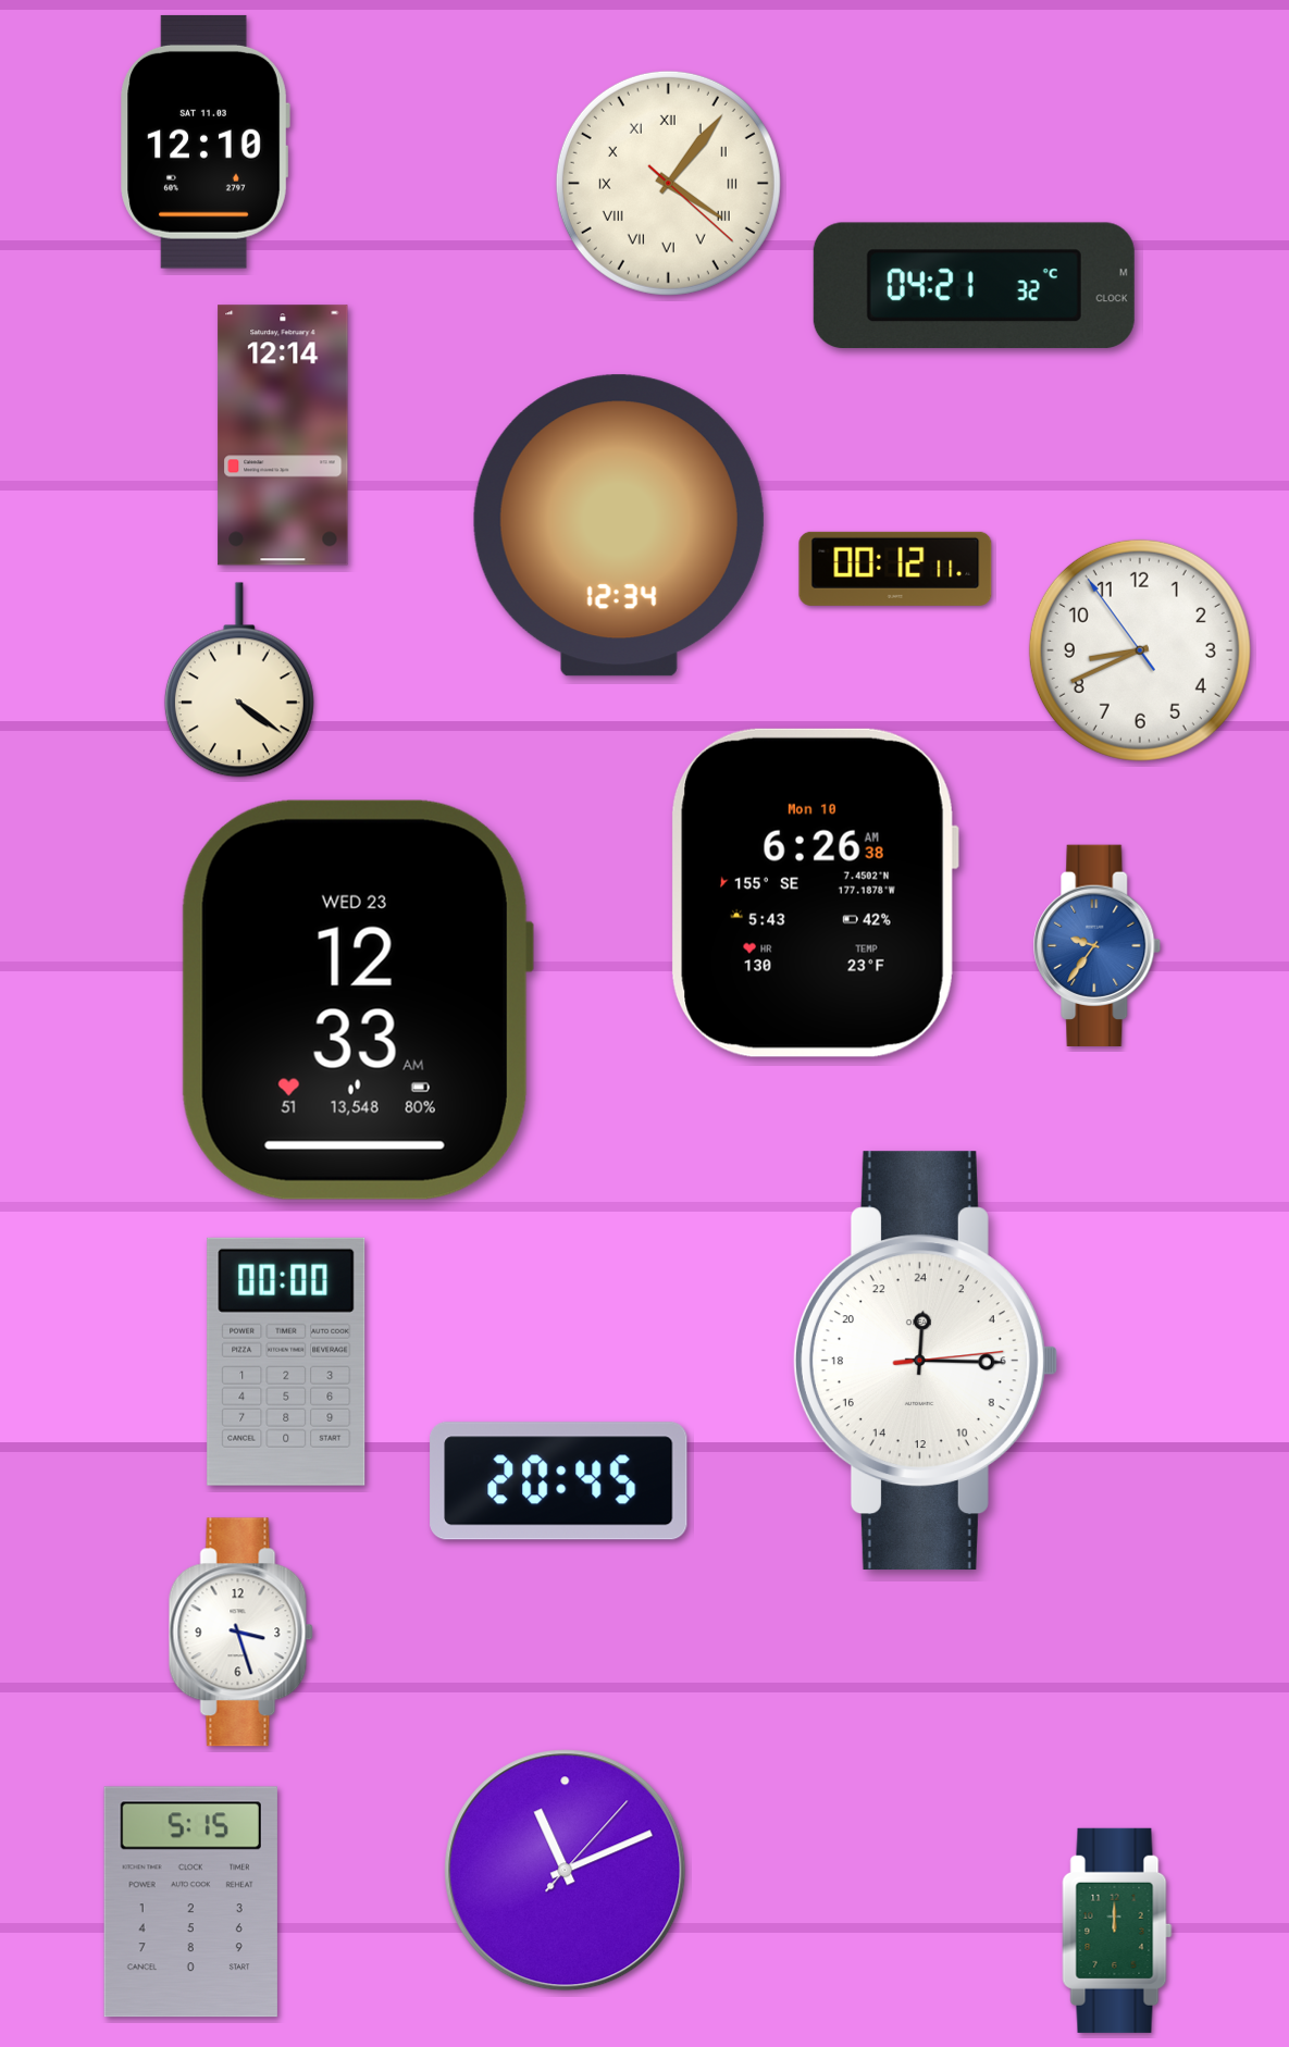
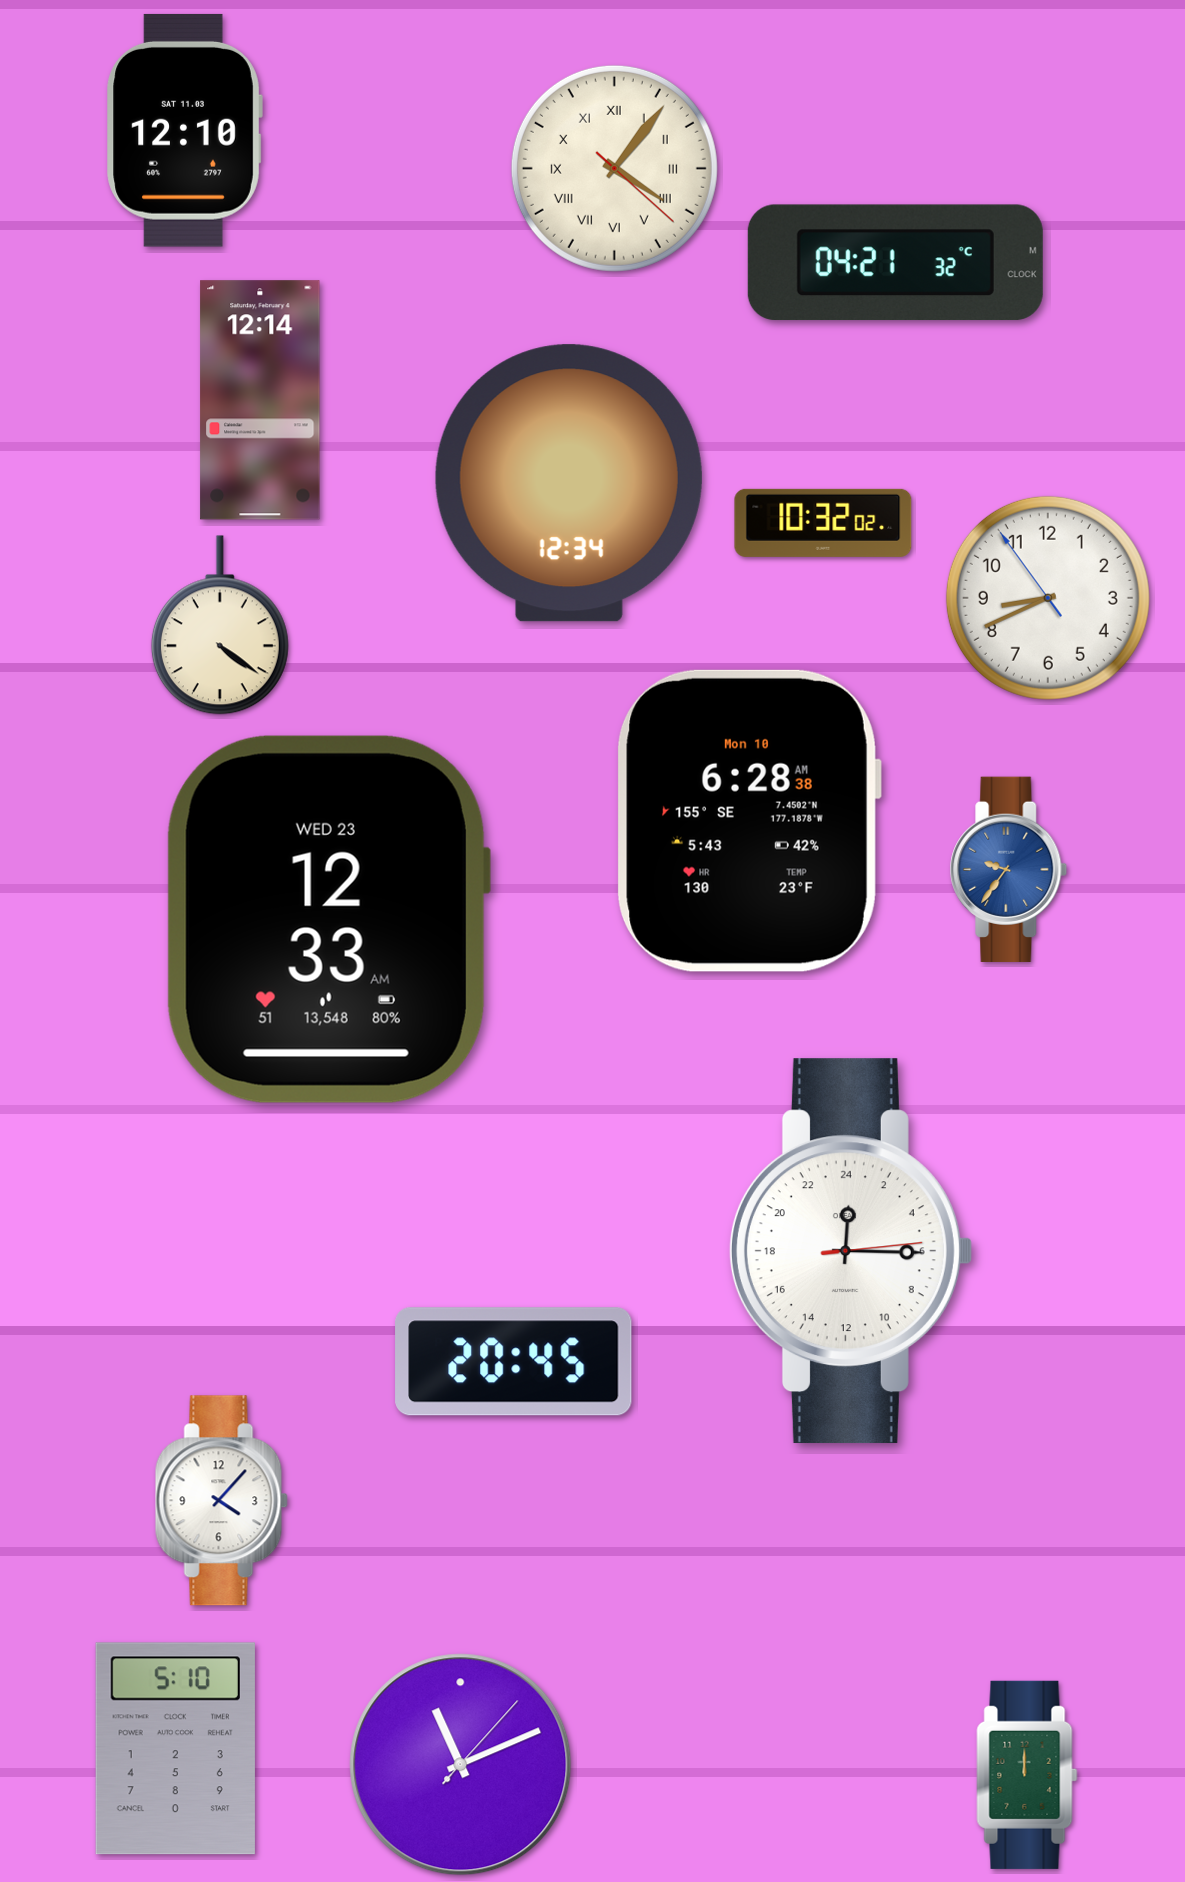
clock at (204, 141) position: (204, 141) -> (184, 130)
clock at (895, 569): 00:12 -> 10:32
clock at (815, 893): 6:26 -> 6:28
clock at (286, 1362): 00:00 -> none
clock at (240, 1633): 3:27 -> 4:07
clock at (566, 1871) position: (566, 1871) -> (461, 1765)
clock at (190, 1902): 5:15 -> 5:10
